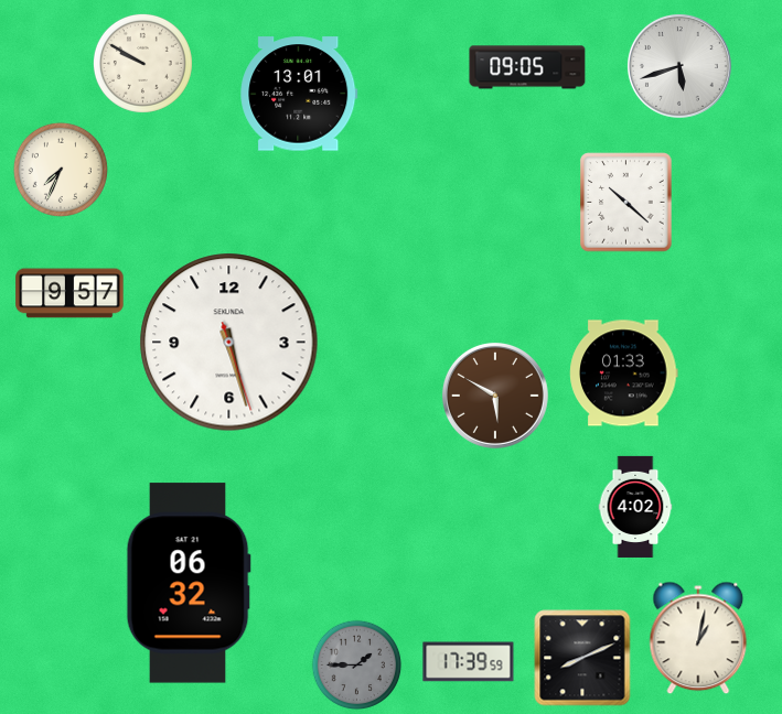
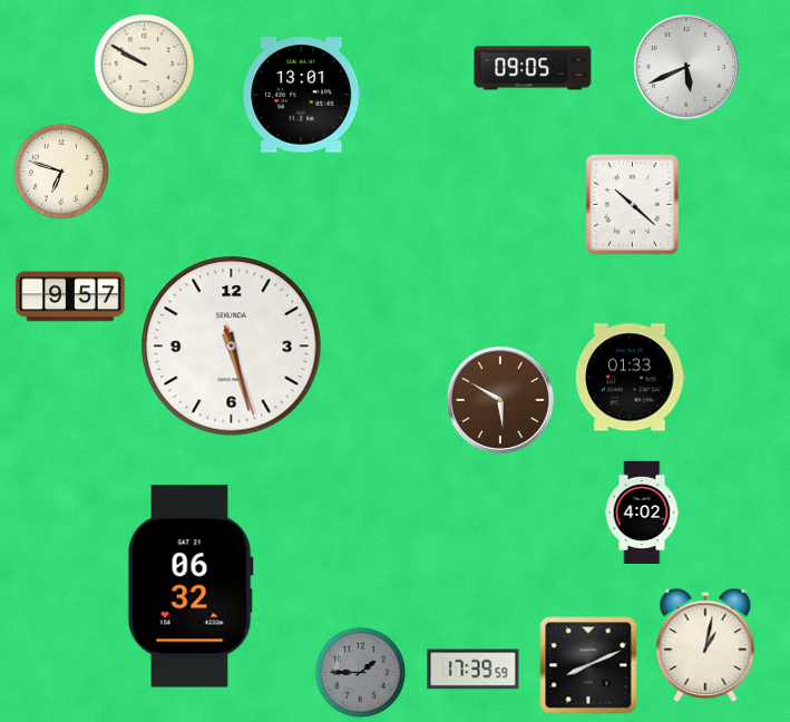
clock at (679, 66): 5:42 -> 5:41
clock at (61, 170): 7:34 -> 6:48
clock at (189, 583) position: (189, 583) -> (191, 586)
